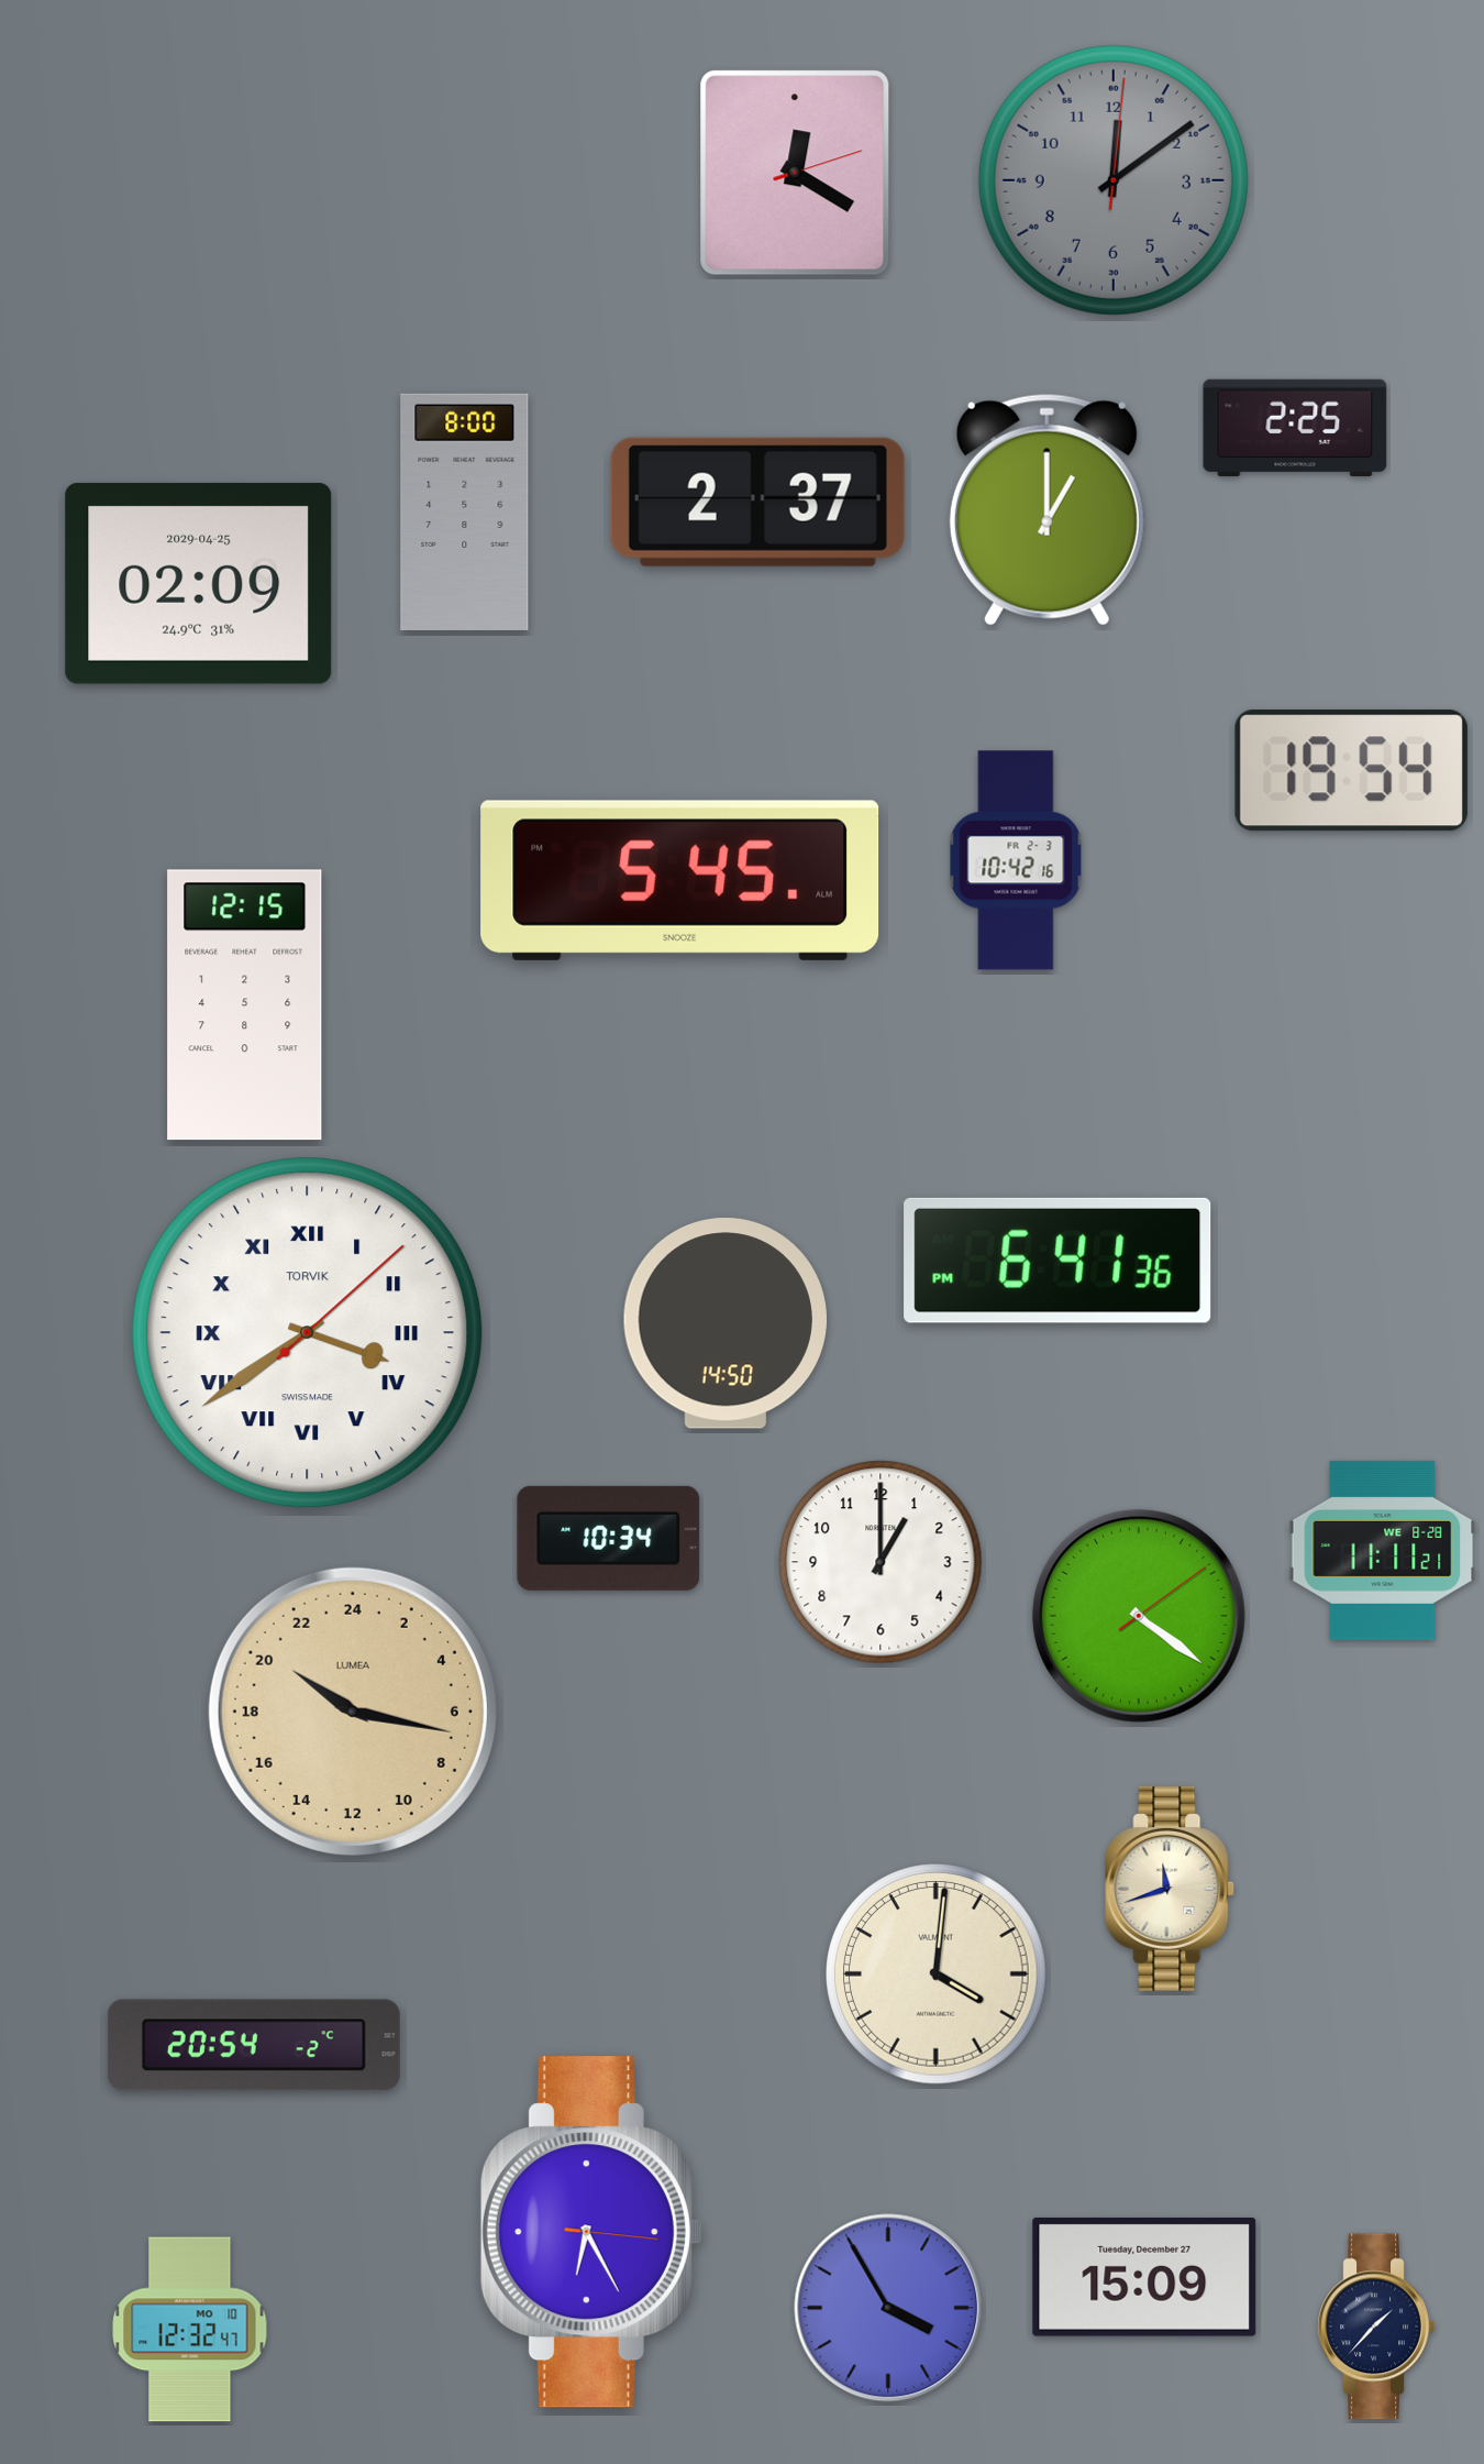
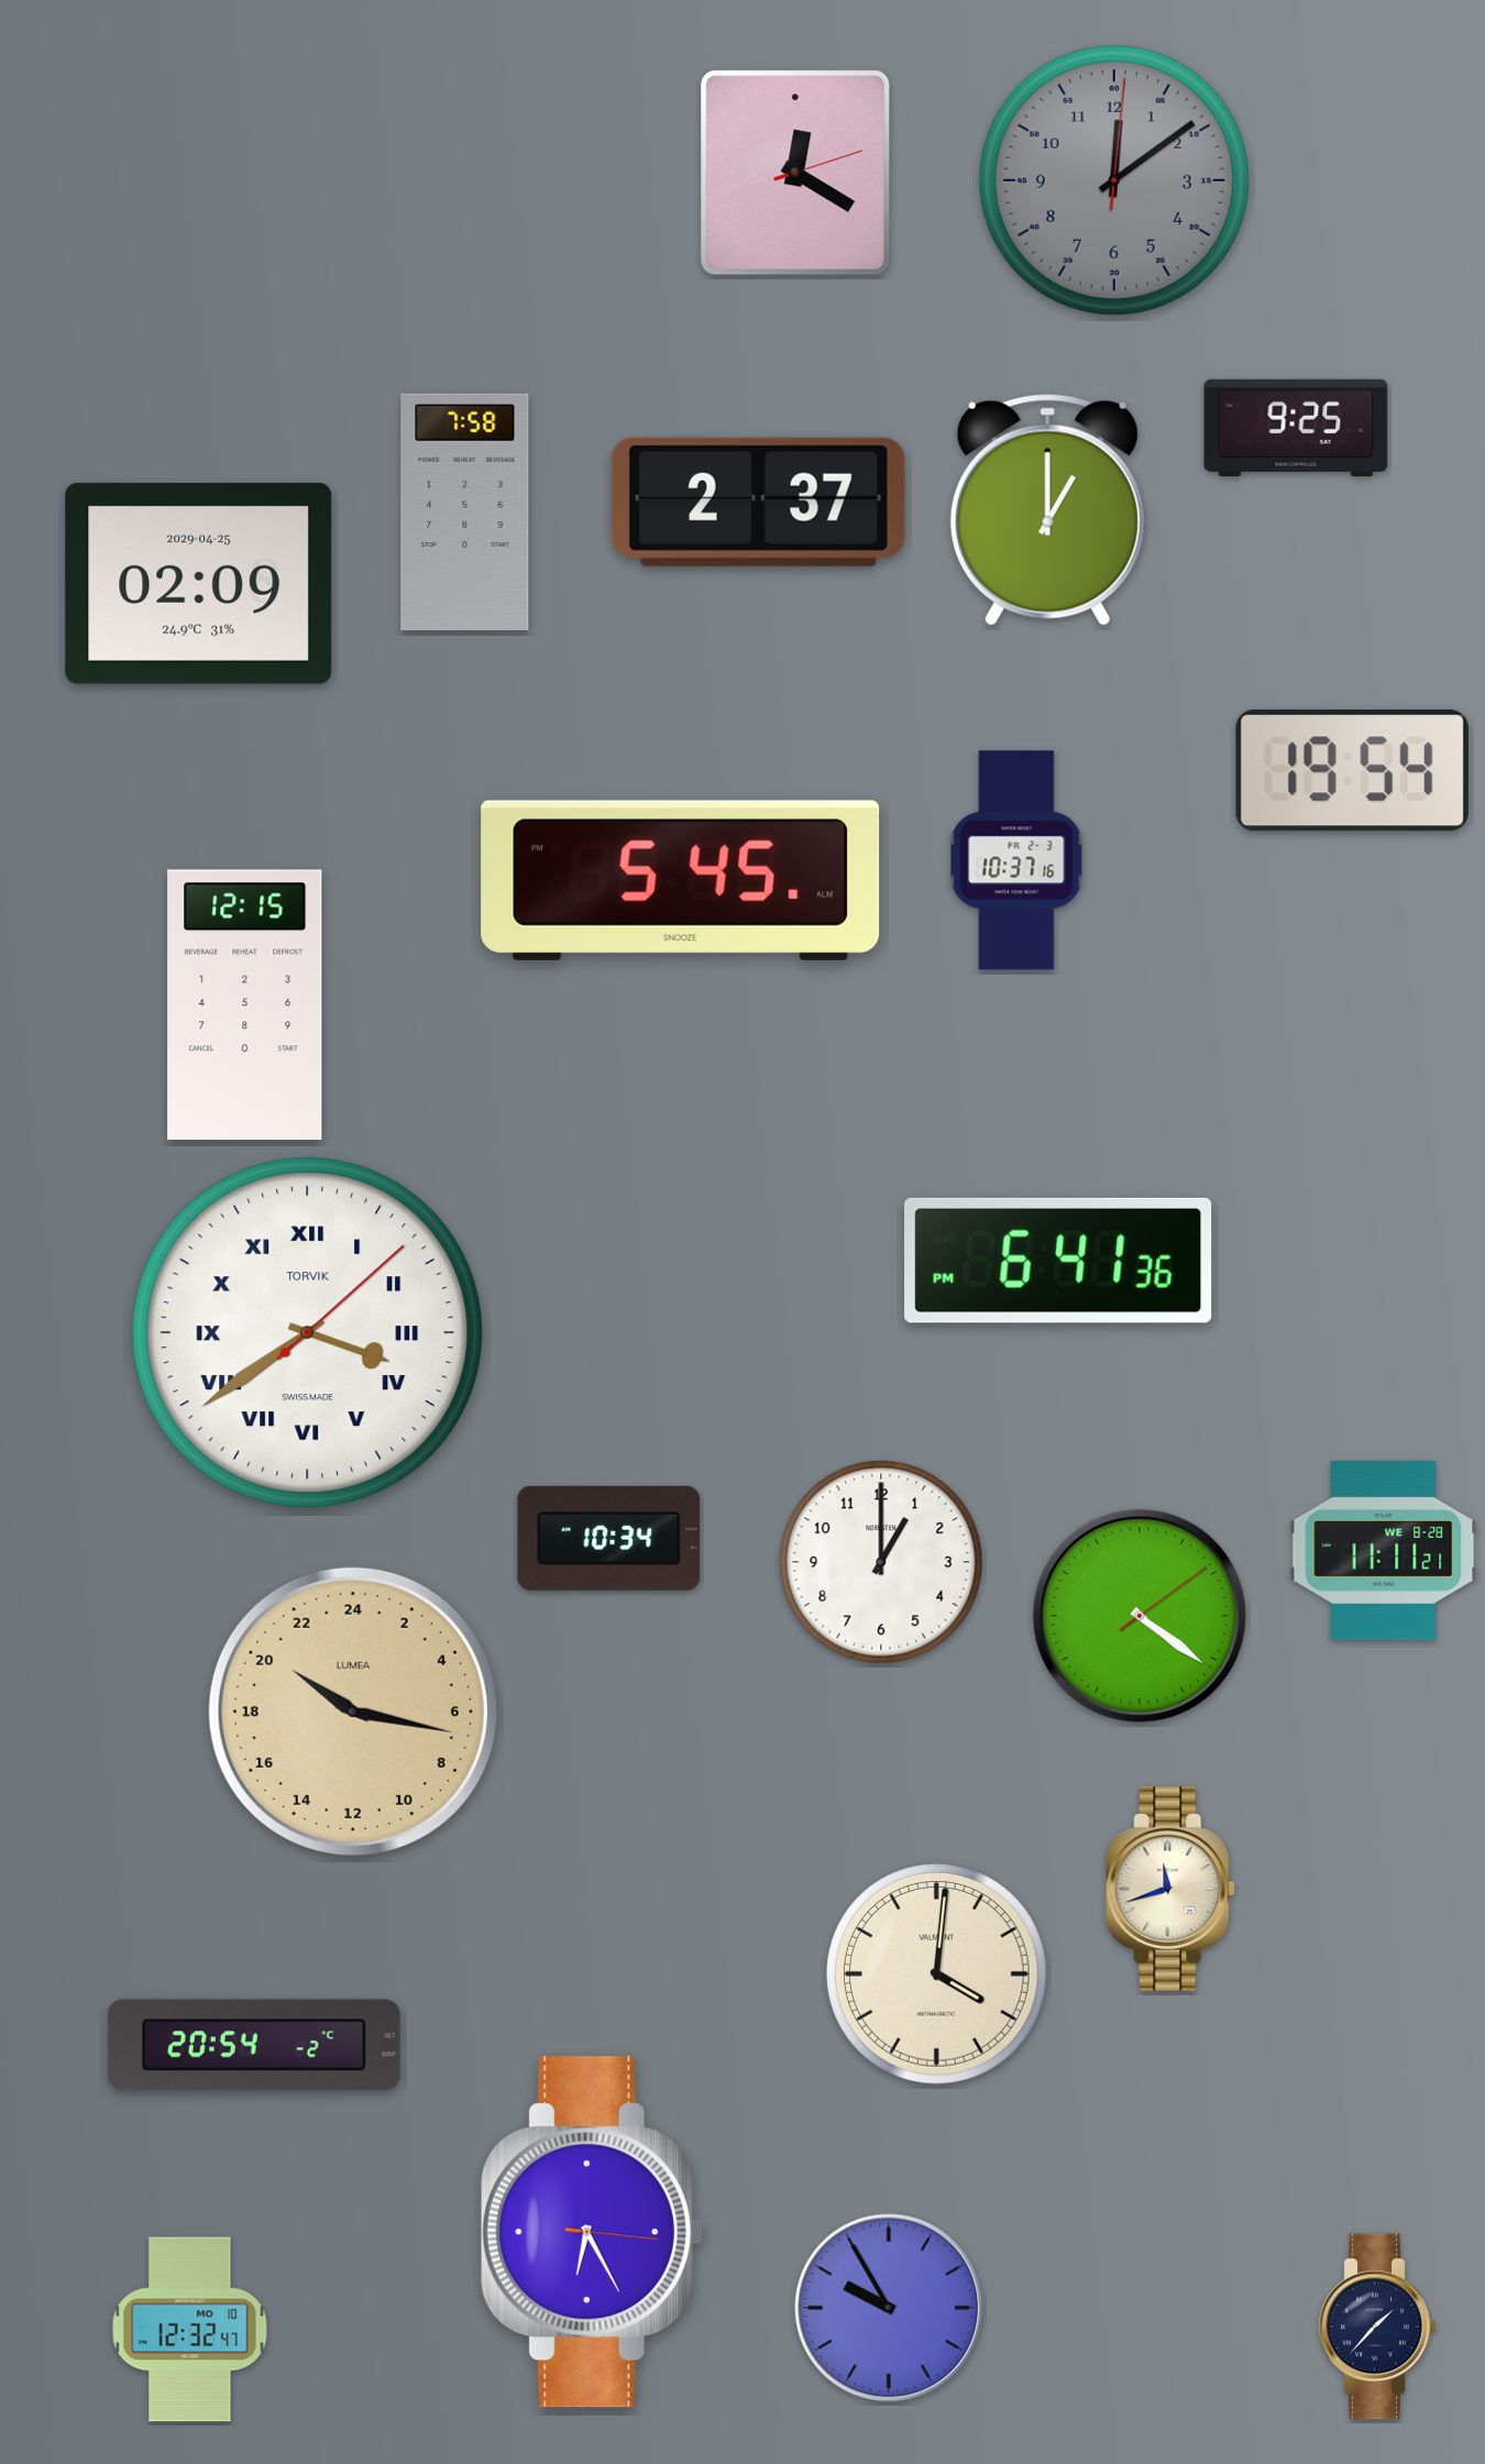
clock at (1295, 428): 2:25 -> 9:25
clock at (465, 512): 8:00 -> 7:58
clock at (1016, 860): 10:42 -> 10:37
clock at (726, 1324): 14:50 -> none
clock at (1144, 2277): 15:09 -> none
clock at (888, 2308): 3:55 -> 9:55
